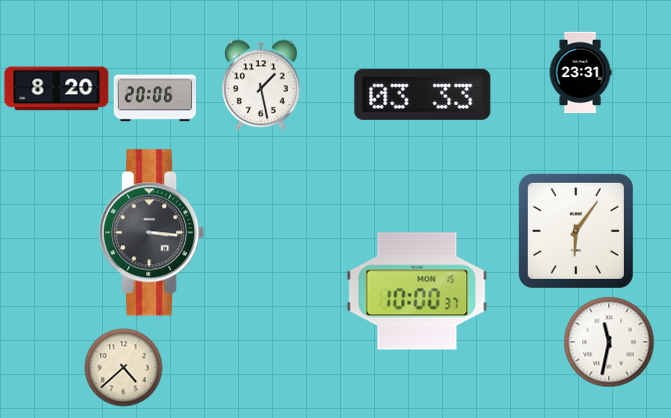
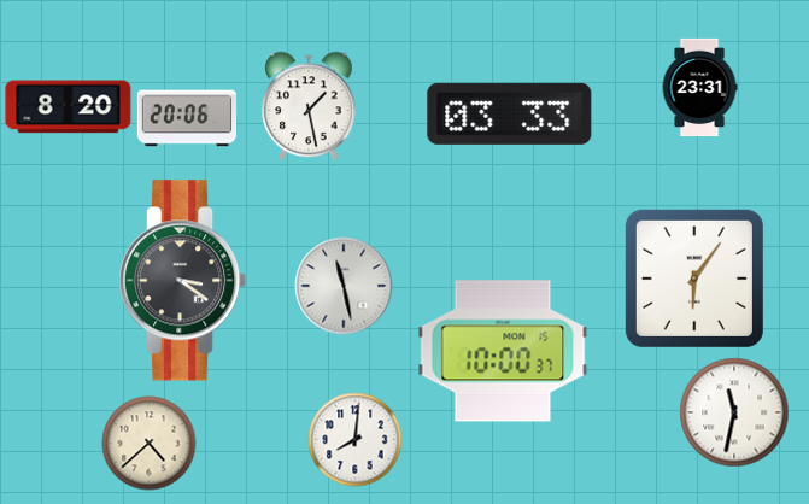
clock at (261, 85) position: (261, 85) -> (309, 106)
clock at (152, 233): 3:16 -> 3:21
clock at (344, 286): none -> 11:28
clock at (356, 440): none -> 8:01
